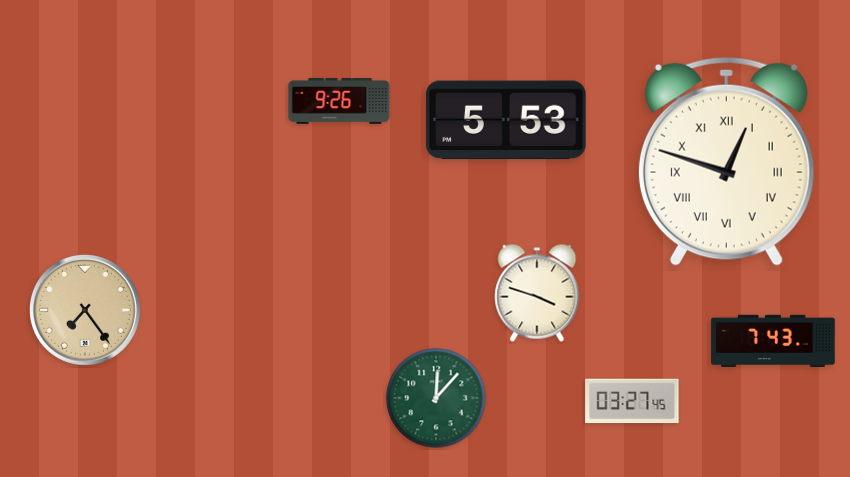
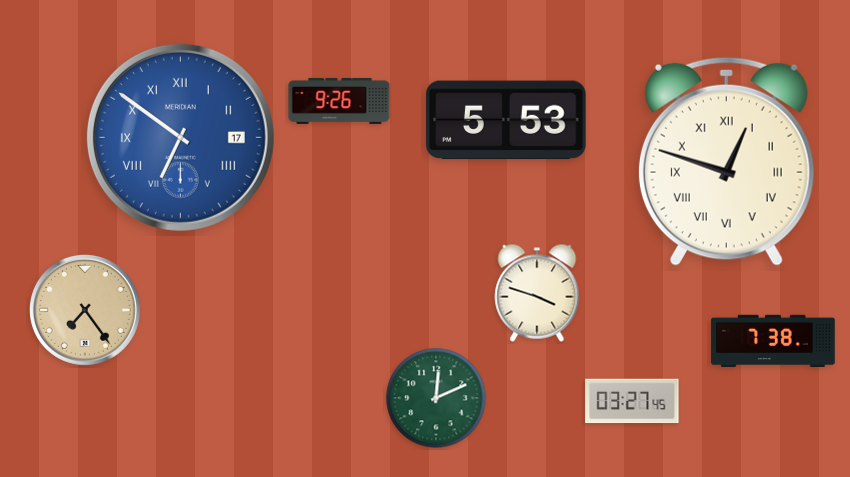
clock at (180, 137): none -> 6:51
clock at (773, 340): 7:43 -> 7:38
clock at (436, 398): 12:07 -> 12:11
